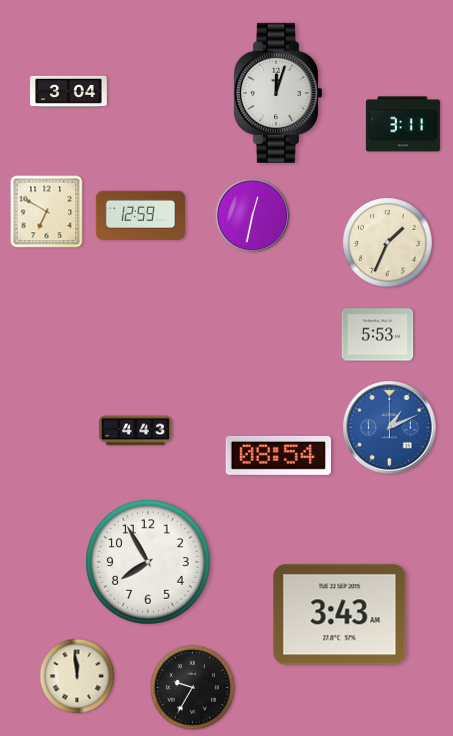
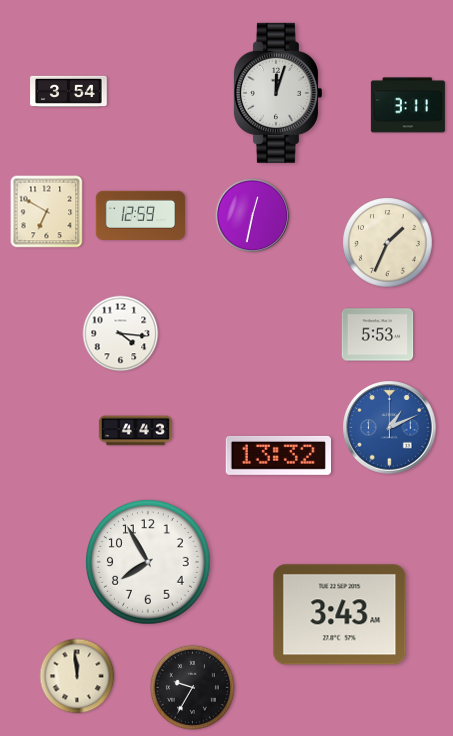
clock at (69, 91): 3:04 -> 3:54
clock at (403, 124) position: (403, 124) -> (408, 105)
clock at (121, 334): none -> 4:16
clock at (278, 455): 08:54 -> 13:32
